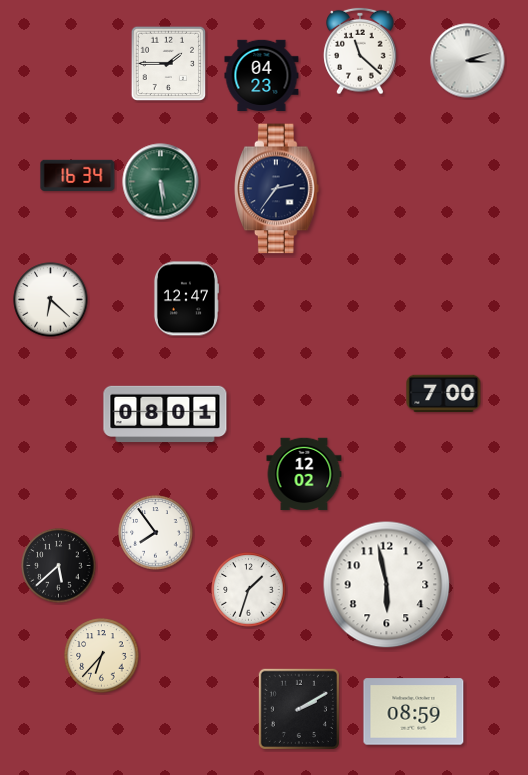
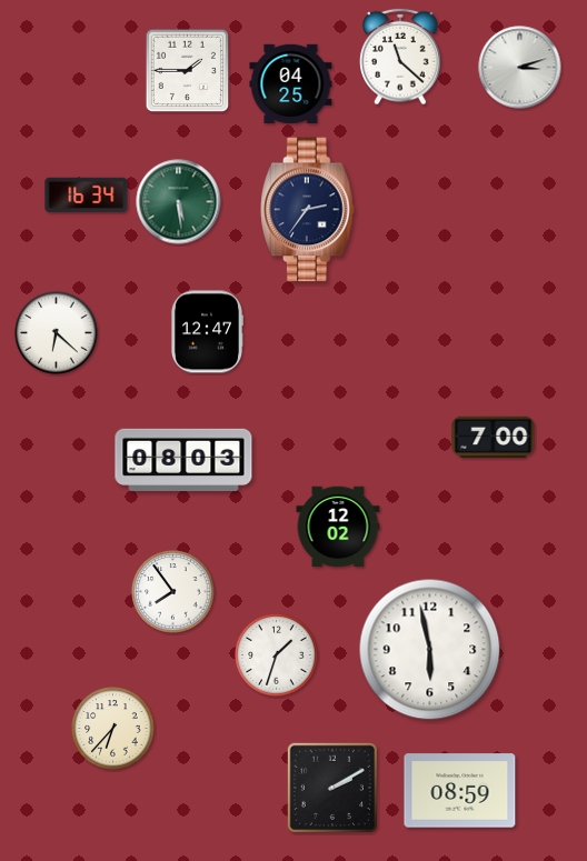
clock at (262, 75): 04:23 -> 04:25
clock at (165, 414): 08:01 -> 08:03
clock at (59, 566): 5:38 -> none
